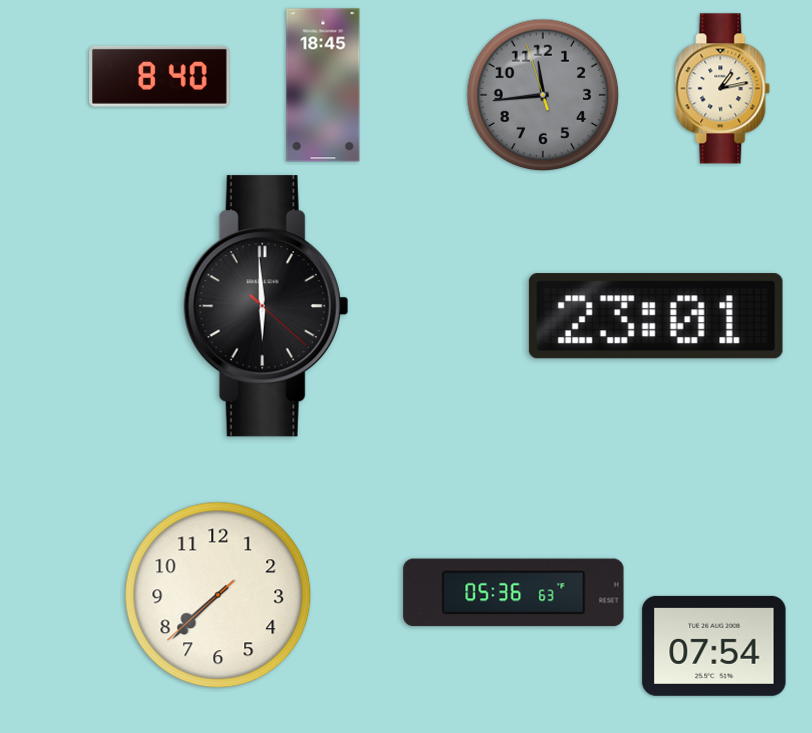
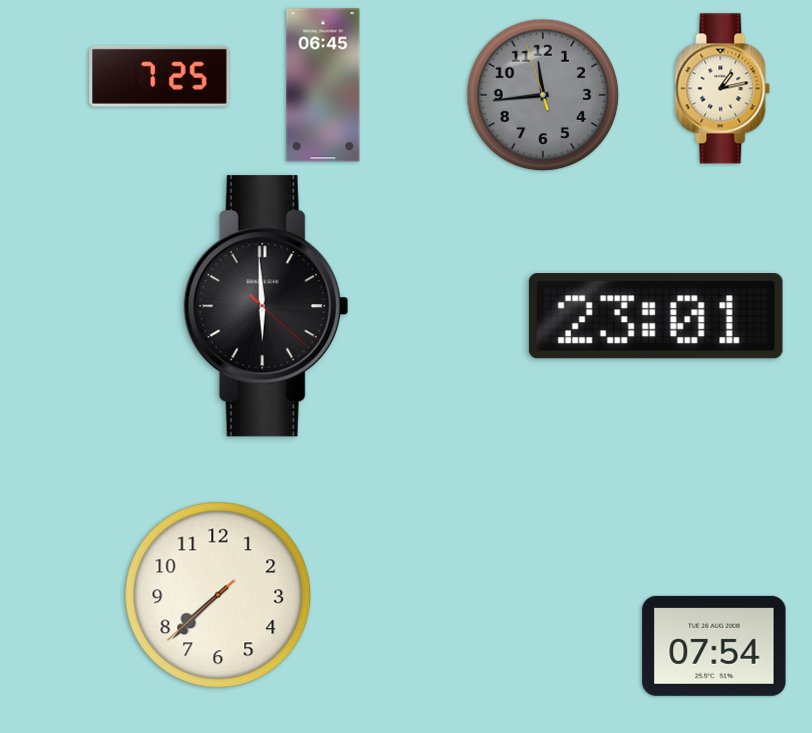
clock at (160, 76): 8:40 -> 7:25
clock at (323, 85): 18:45 -> 06:45
clock at (514, 593): 05:36 -> none
